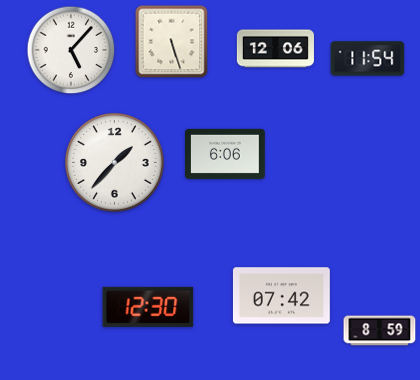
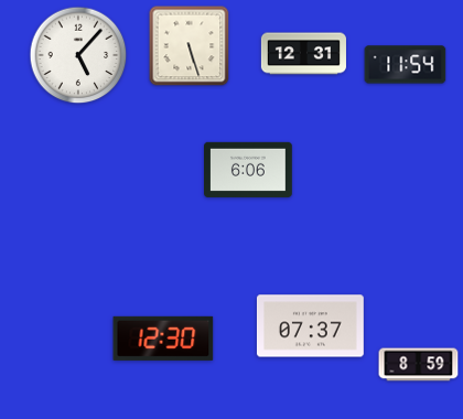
clock at (275, 49): 12:06 -> 12:31
clock at (115, 163): 1:37 -> none
clock at (281, 296): 07:42 -> 07:37
